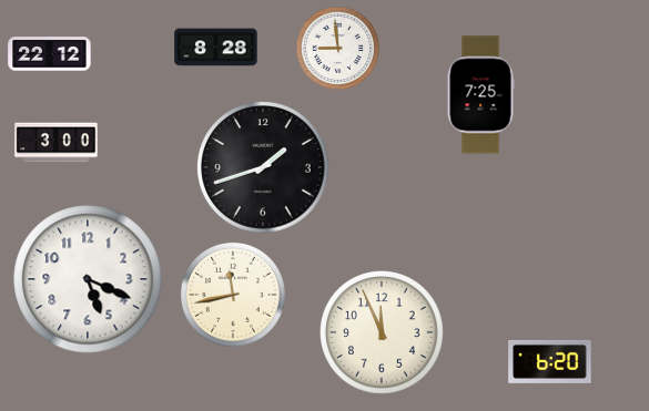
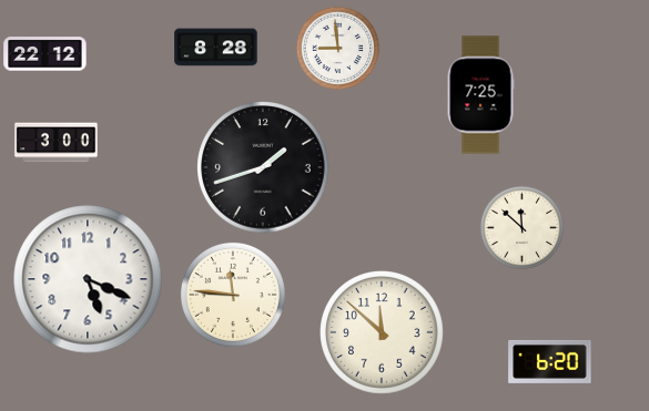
clock at (50, 54) position: (50, 54) -> (45, 54)
clock at (521, 227): none -> 11:52
clock at (233, 295): 11:43 -> 11:46
clock at (383, 333): 11:56 -> 11:52
